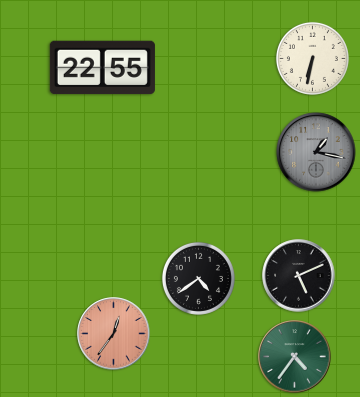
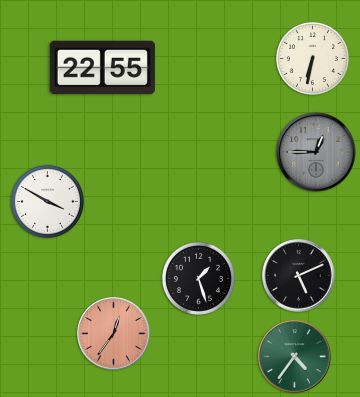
clock at (316, 152): 1:17 -> 12:45
clock at (47, 201): none -> 3:50
clock at (198, 278): 4:39 -> 1:27
